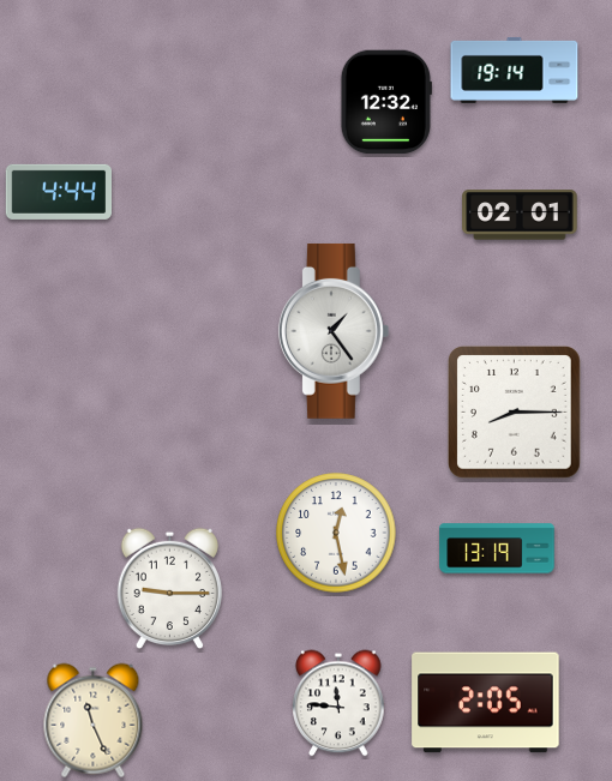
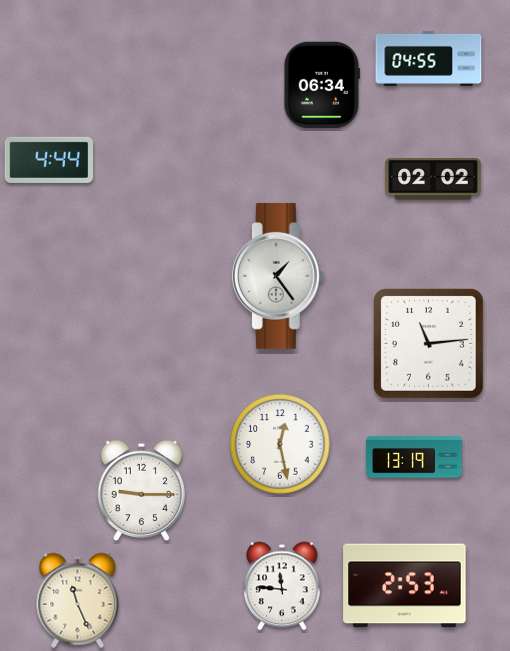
clock at (515, 70): 19:14 -> 04:55
clock at (386, 102): 12:32 -> 06:34
clock at (520, 215): 02:01 -> 02:02
clock at (515, 413): 8:15 -> 11:14
clock at (486, 703): 2:05 -> 2:53
